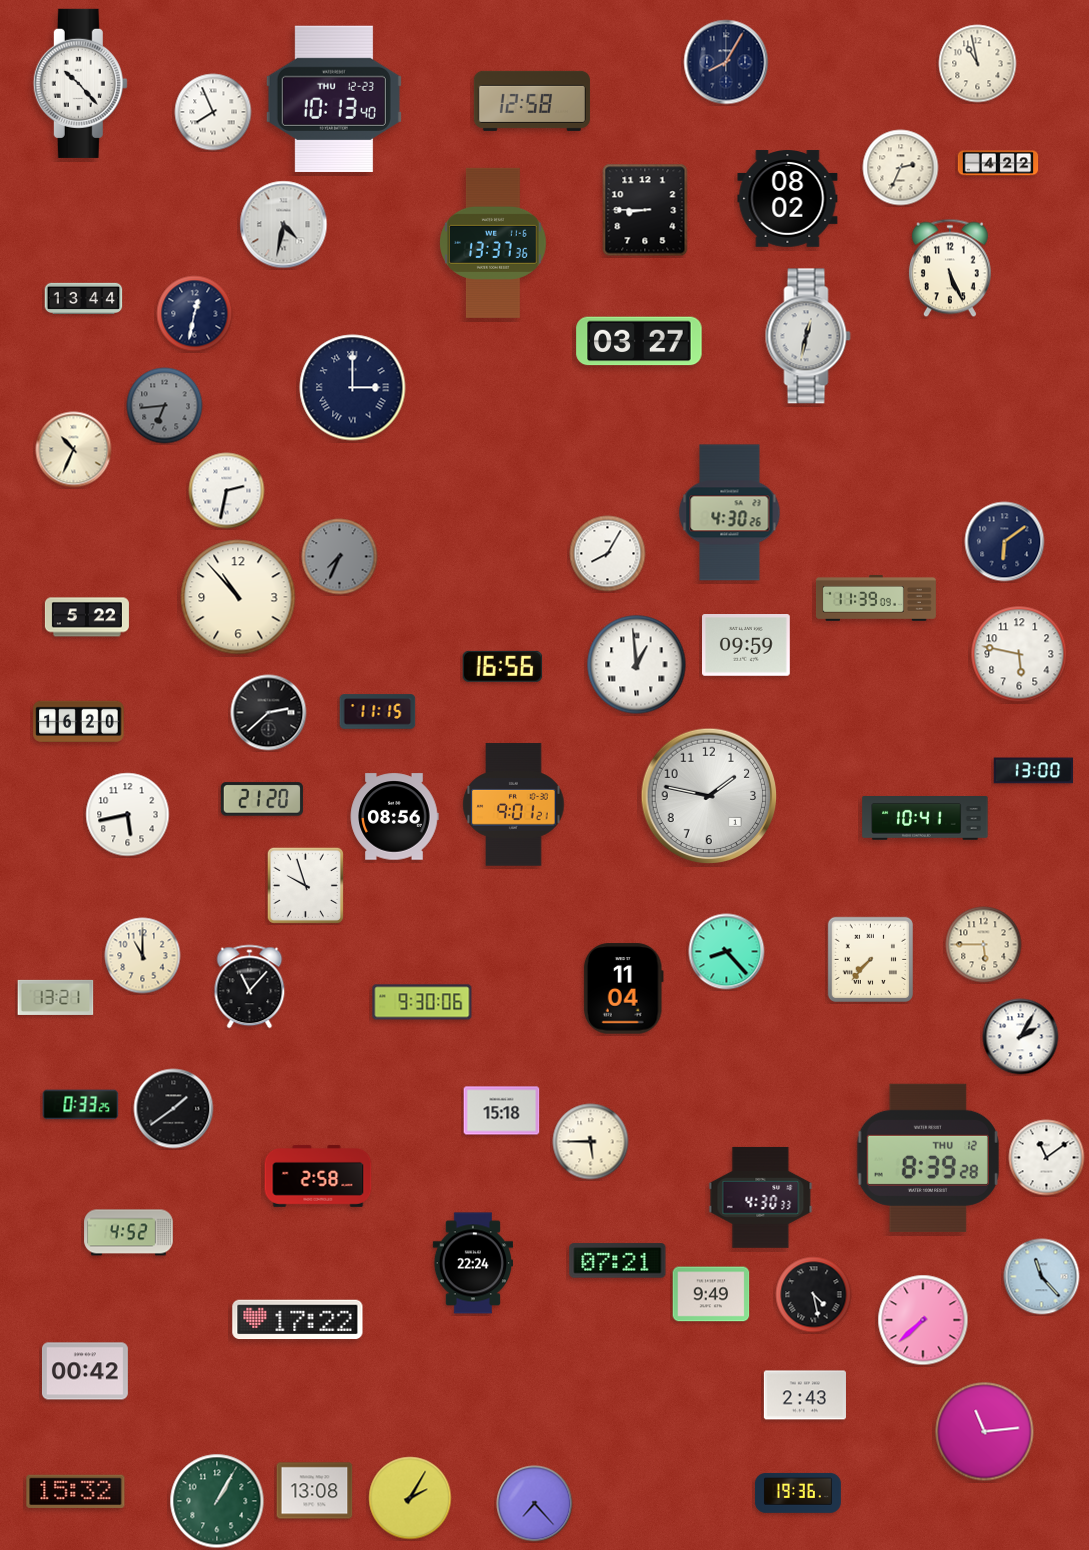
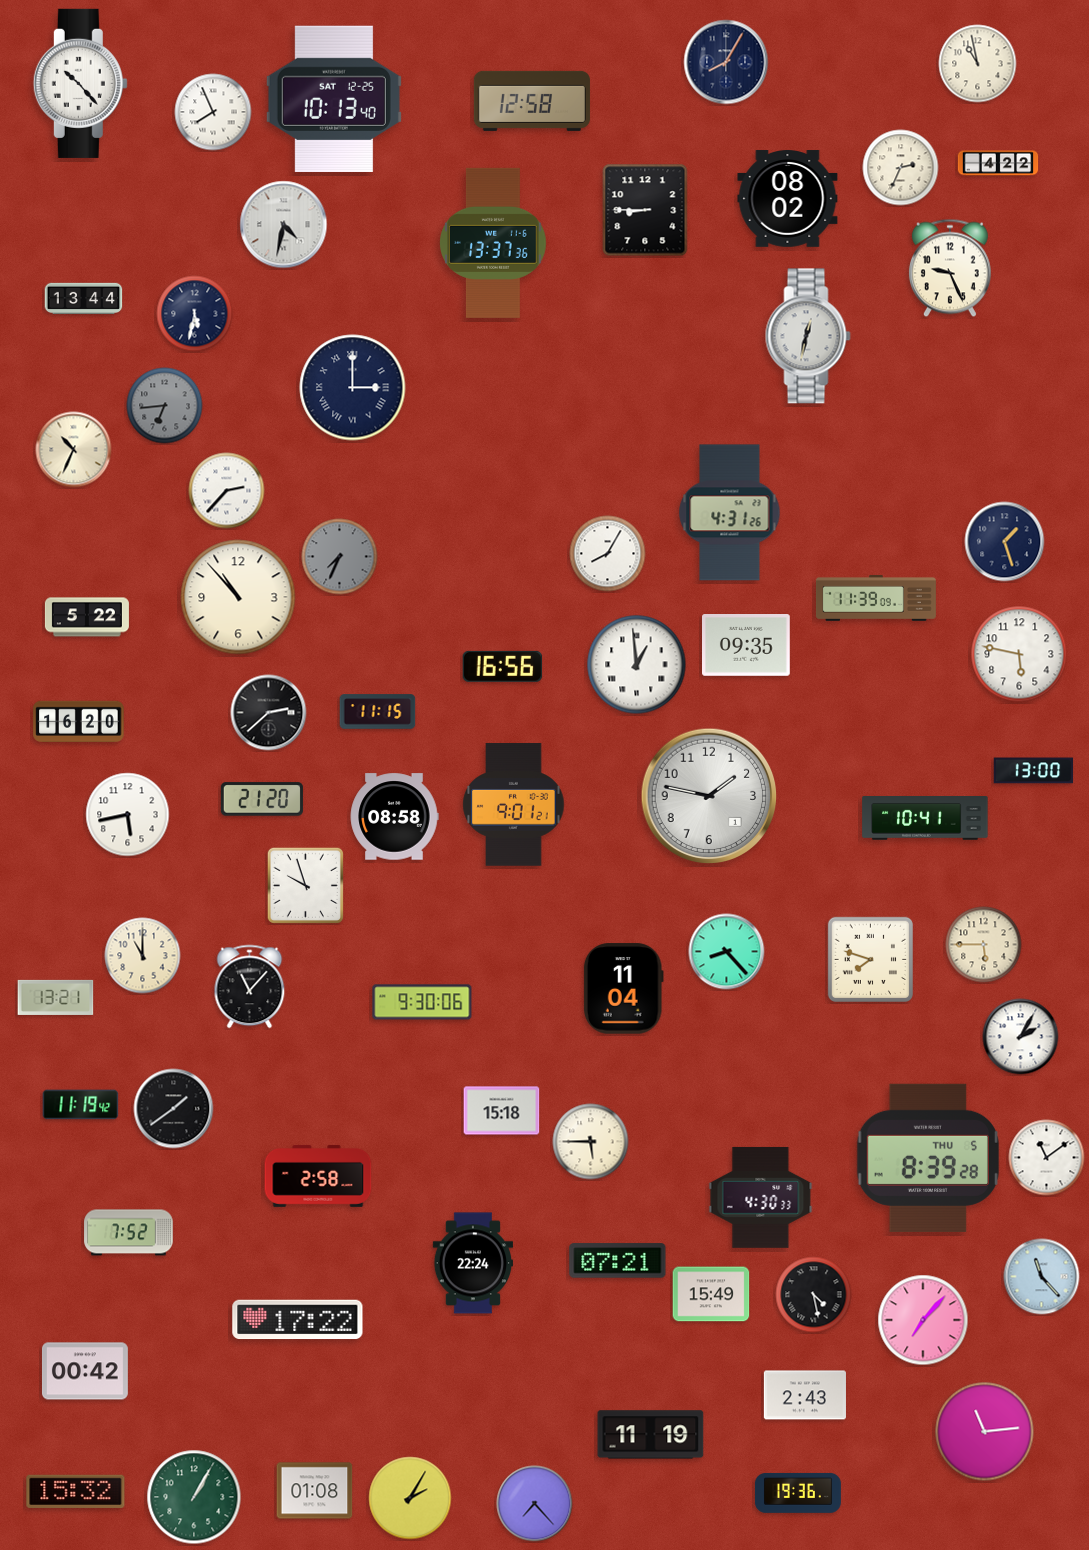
clock at (334, 99) date: THU 12-23 -> SAT 12-25
clock at (950, 268): 5:26 -> 9:26
clock at (195, 314): 12:32 -> 5:32
clock at (639, 341): 03:27 -> none
clock at (227, 491): 2:32 -> 2:37
clock at (730, 513): 4:30 -> 4:31
clock at (1005, 542): 6:09 -> 1:27
clock at (747, 646): 09:59 -> 09:35
clock at (394, 817): 08:56 -> 08:58
clock at (870, 959): 7:37 -> 7:48
clock at (81, 1105): 0:33 -> 11:19
clock at (927, 1158) date: THU 12 -> THU 5
clock at (129, 1233): 4:52 -> 7:52
clock at (711, 1294): 9:49 -> 15:49
clock at (923, 1320): 7:38 -> 7:07
clock at (651, 1435): none -> 11:19
clock at (315, 1491): 13:08 -> 01:08
clock at (217, 1501) position: (217, 1501) -> (194, 1497)
